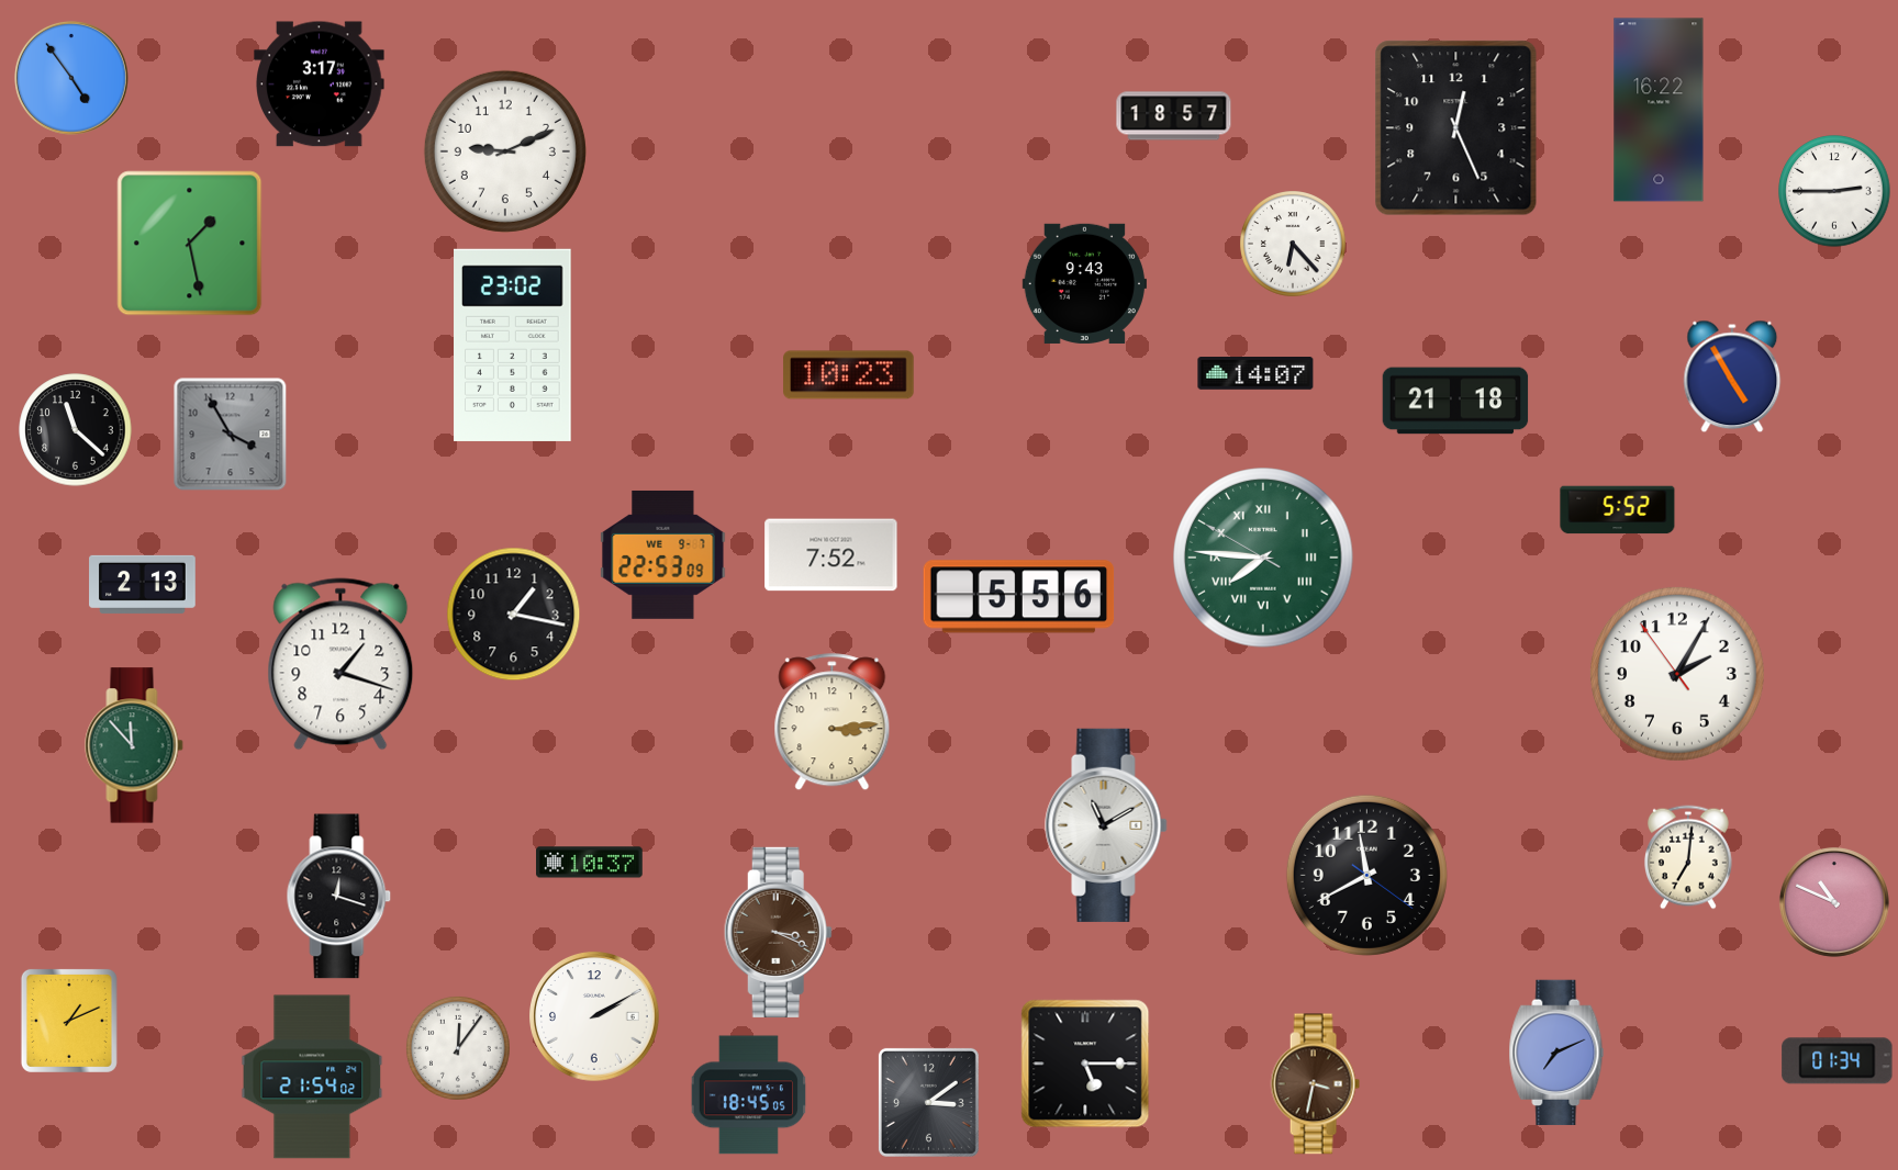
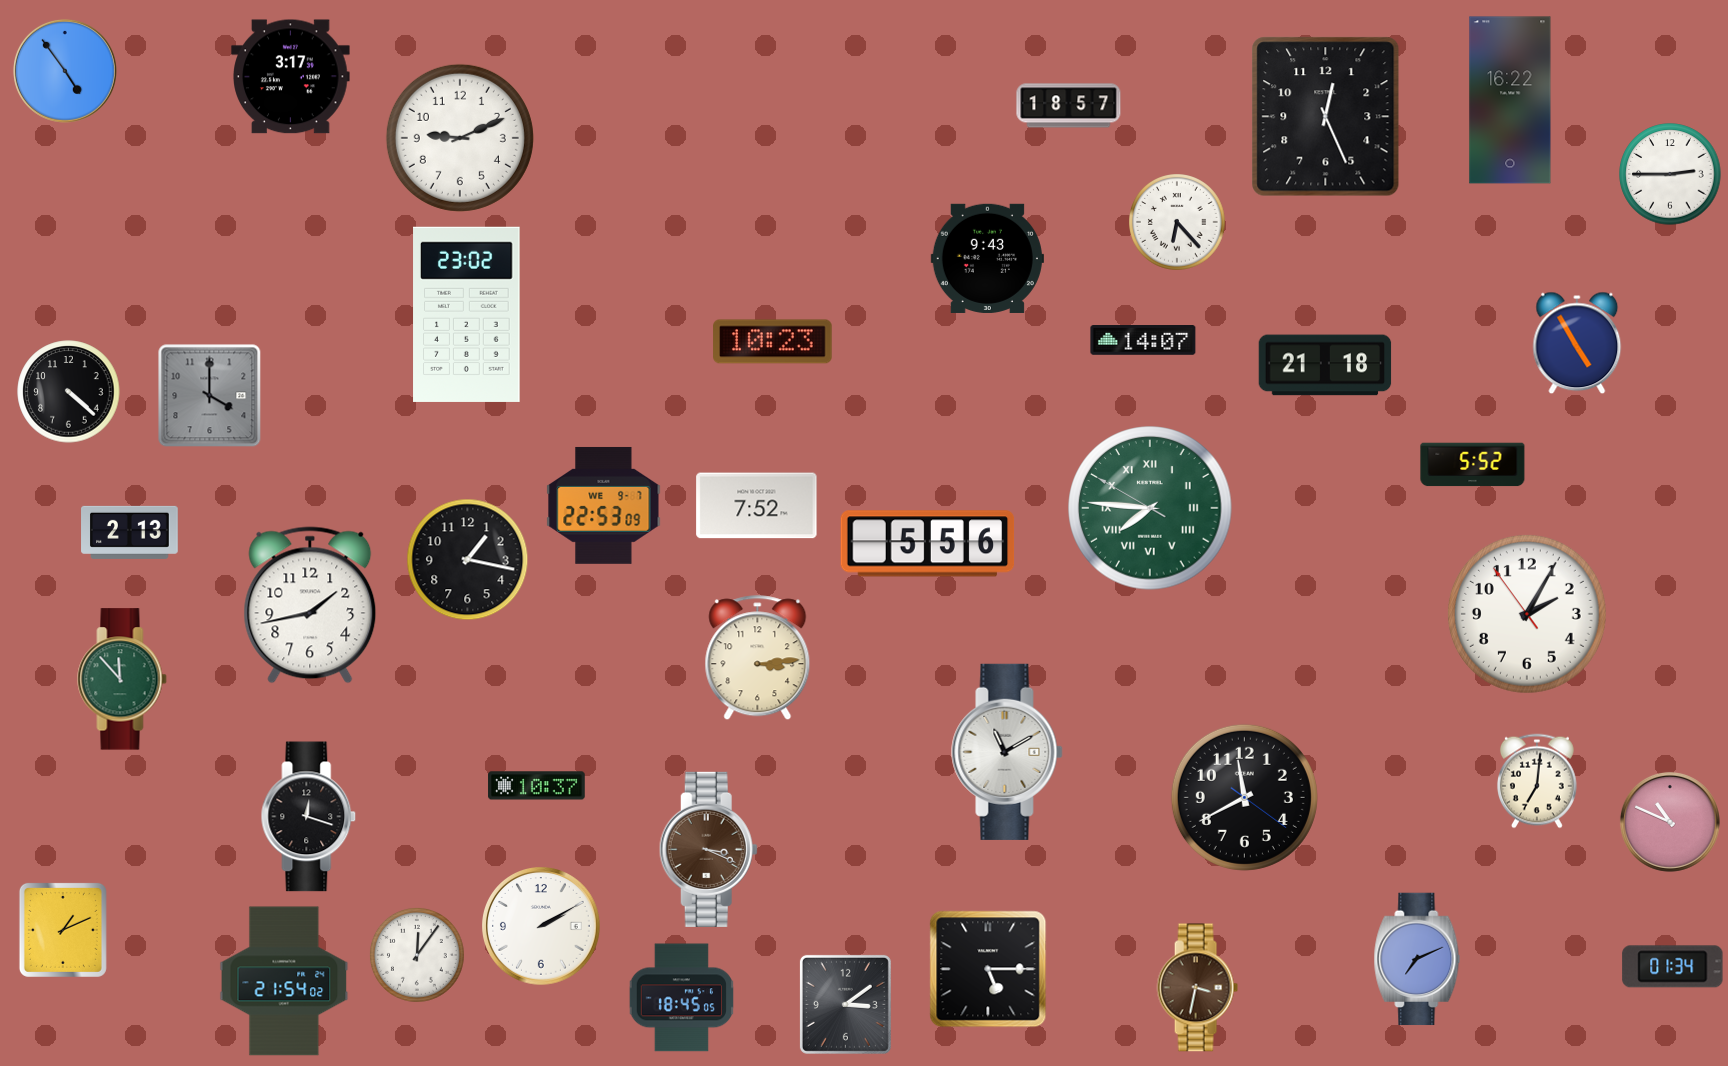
clock at (190, 244): 1:28 -> none
clock at (76, 430): 11:22 -> 4:22
clock at (231, 435): 3:55 -> 4:00
clock at (340, 664): 1:18 -> 1:43
